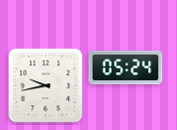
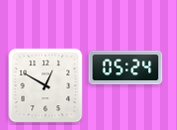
clock at (46, 86): 9:43 -> 12:50
